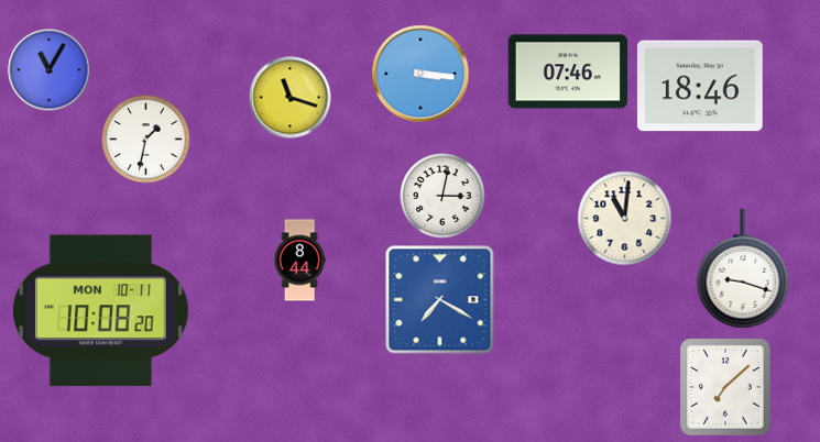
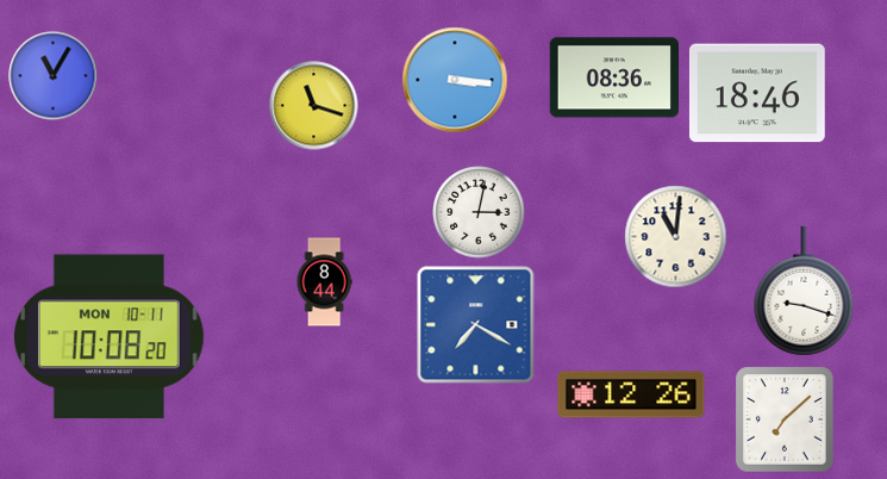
clock at (567, 71): 07:46 -> 08:36
clock at (146, 140): 1:32 -> none
clock at (631, 394): none -> 12:26
